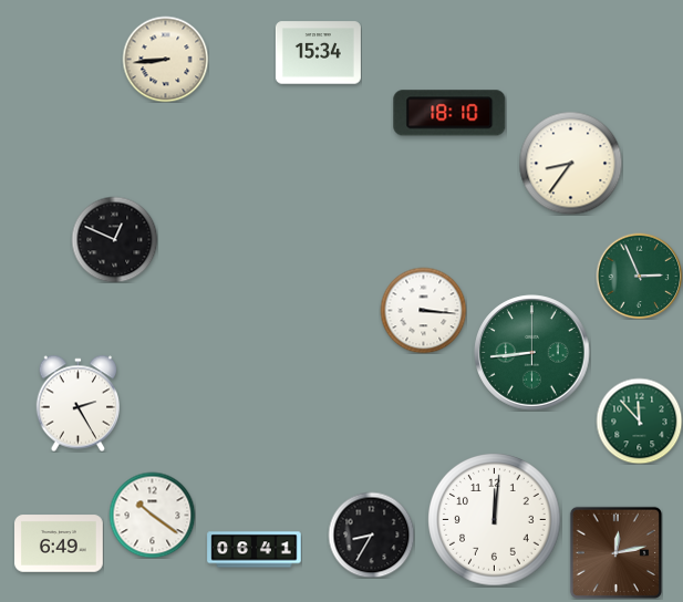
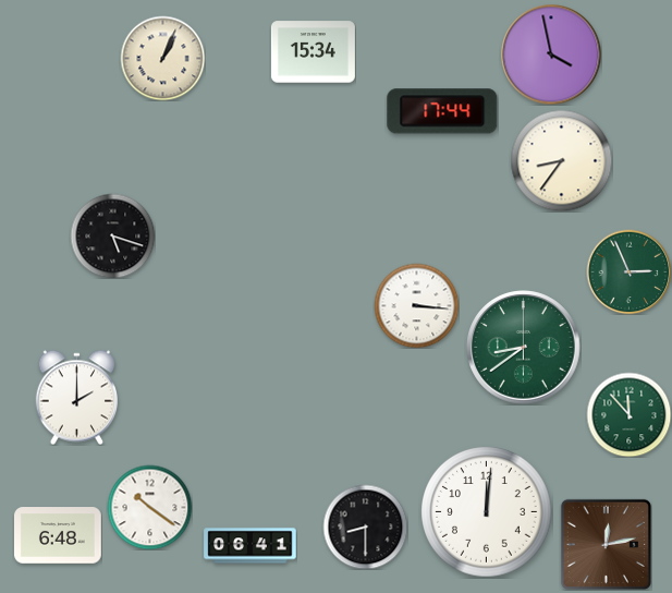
clock at (551, 55): none -> 3:58
clock at (165, 59): 8:44 -> 1:04
clock at (449, 113): 18:10 -> 17:44
clock at (114, 239): 12:49 -> 5:18
clock at (532, 353): 8:44 -> 8:39
clock at (77, 403): 2:25 -> 2:00
clock at (371, 534): 8:35 -> 8:30
clock at (60, 543): 6:49 -> 6:48
clock at (255, 550) position: (255, 550) -> (251, 546)
